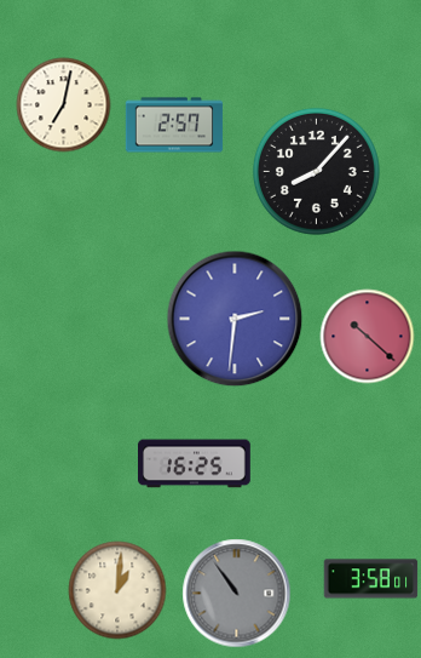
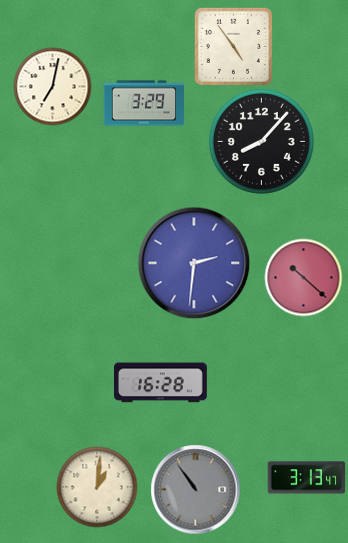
clock at (233, 46): none -> 4:54
clock at (174, 125): 2:57 -> 3:29
clock at (195, 464): 16:25 -> 16:28
clock at (370, 579): 3:58 -> 3:13
